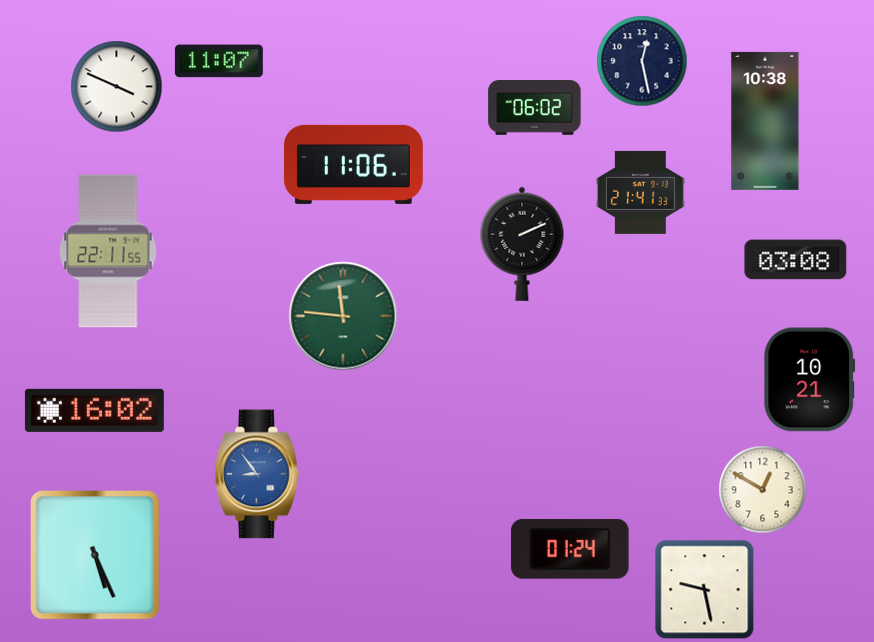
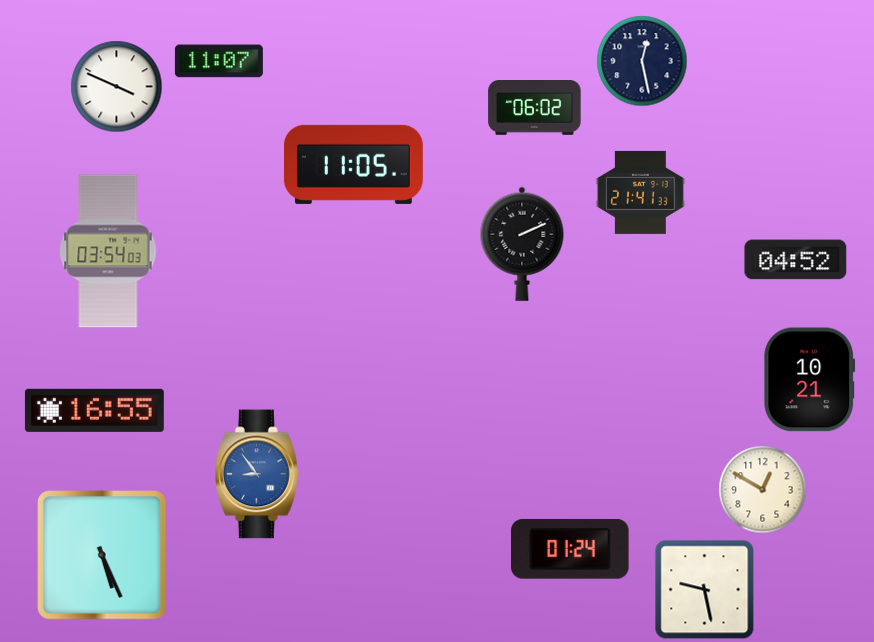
clock at (765, 121): 10:38 -> none
clock at (353, 164): 11:06 -> 11:05
clock at (108, 251): 22:11 -> 03:54
clock at (796, 260): 03:08 -> 04:52
clock at (343, 316): 11:46 -> none
clock at (94, 410): 16:02 -> 16:55
clock at (96, 556) position: (96, 556) -> (103, 556)
